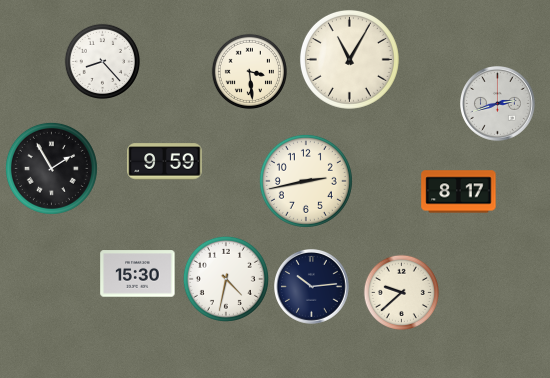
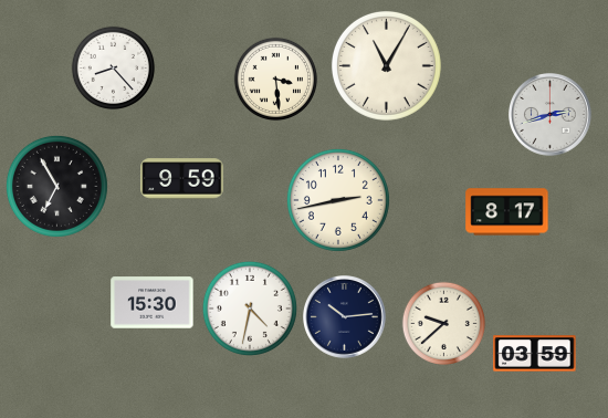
clock at (51, 168): 1:55 -> 6:55
clock at (535, 354): none -> 03:59
